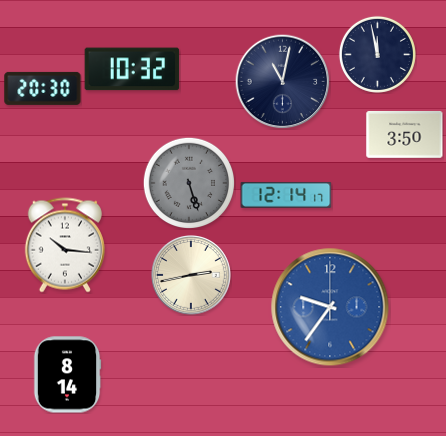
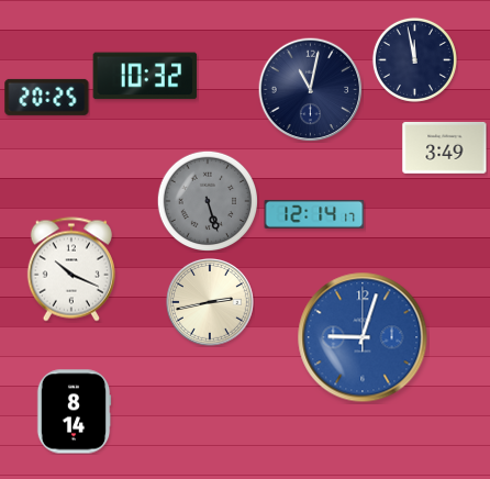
clock at (43, 88): 20:30 -> 20:25
clock at (405, 134): 3:50 -> 3:49
clock at (65, 245): 10:16 -> 10:19
clock at (330, 307): 9:36 -> 9:03
